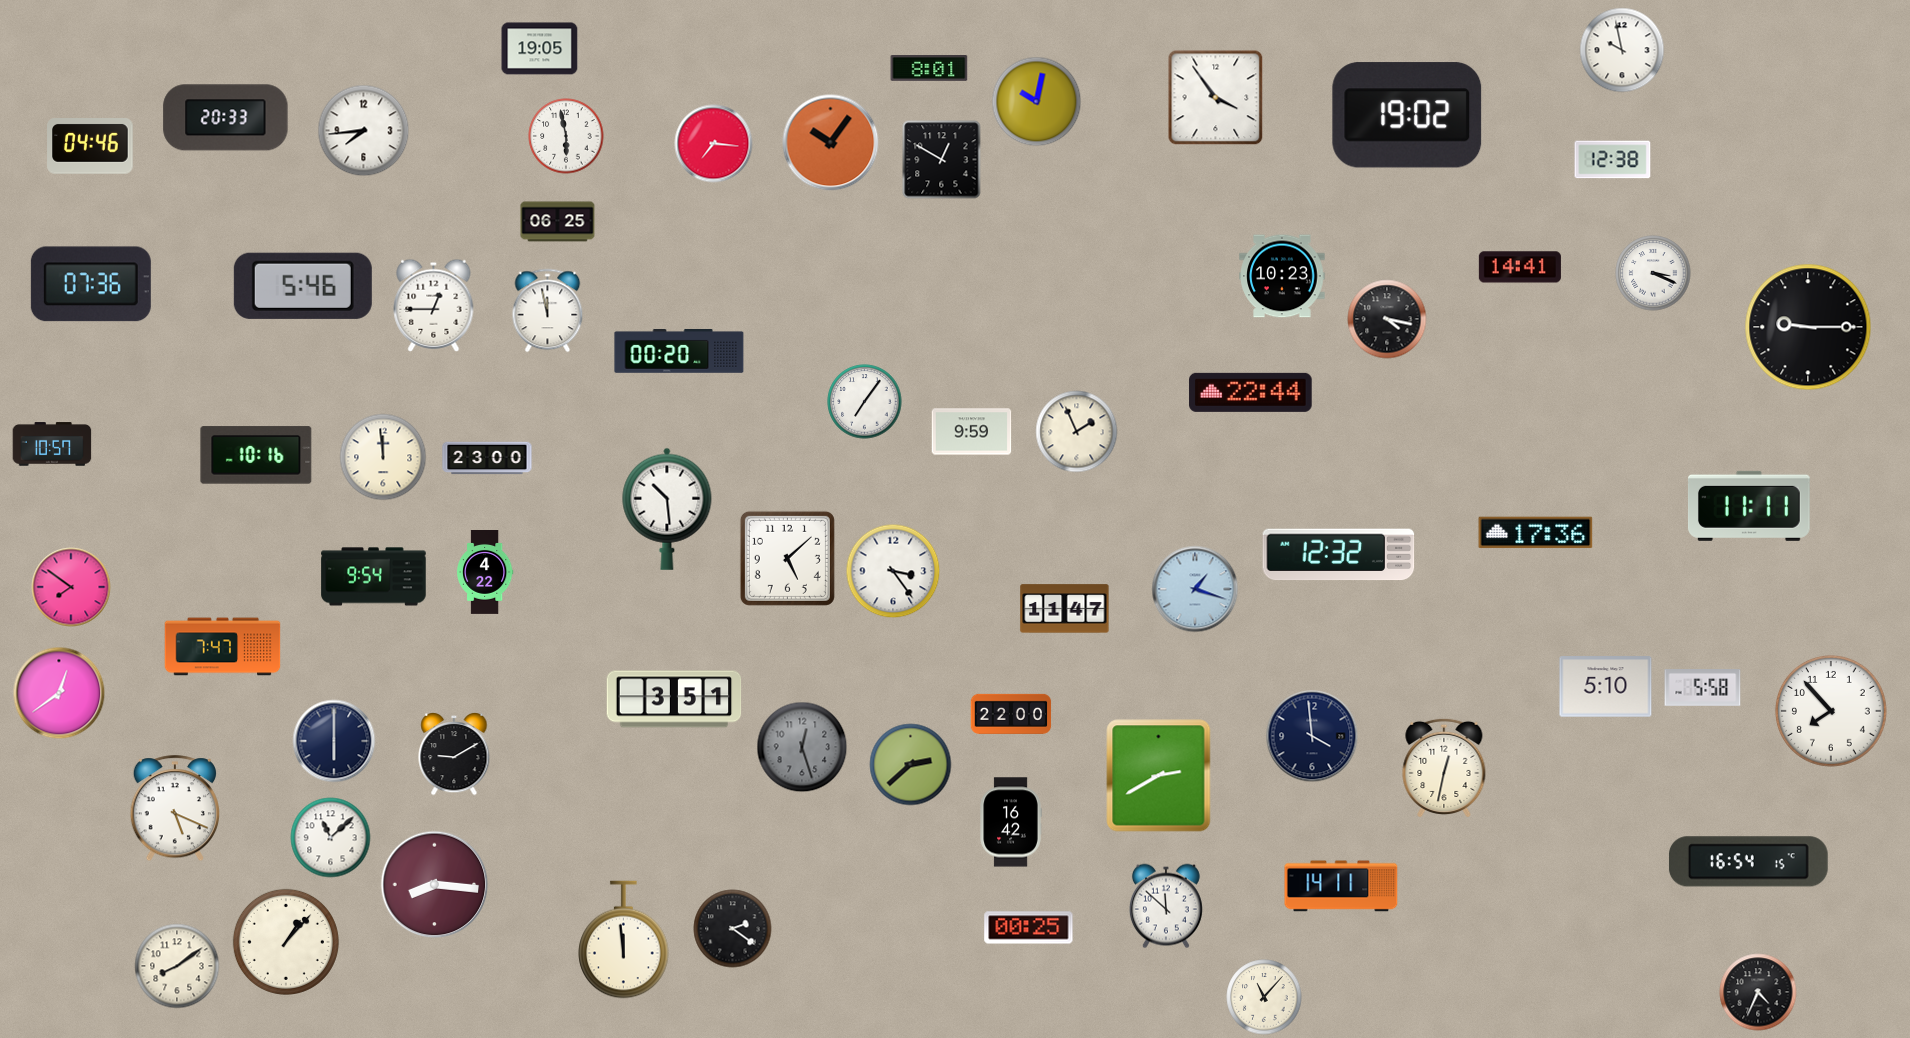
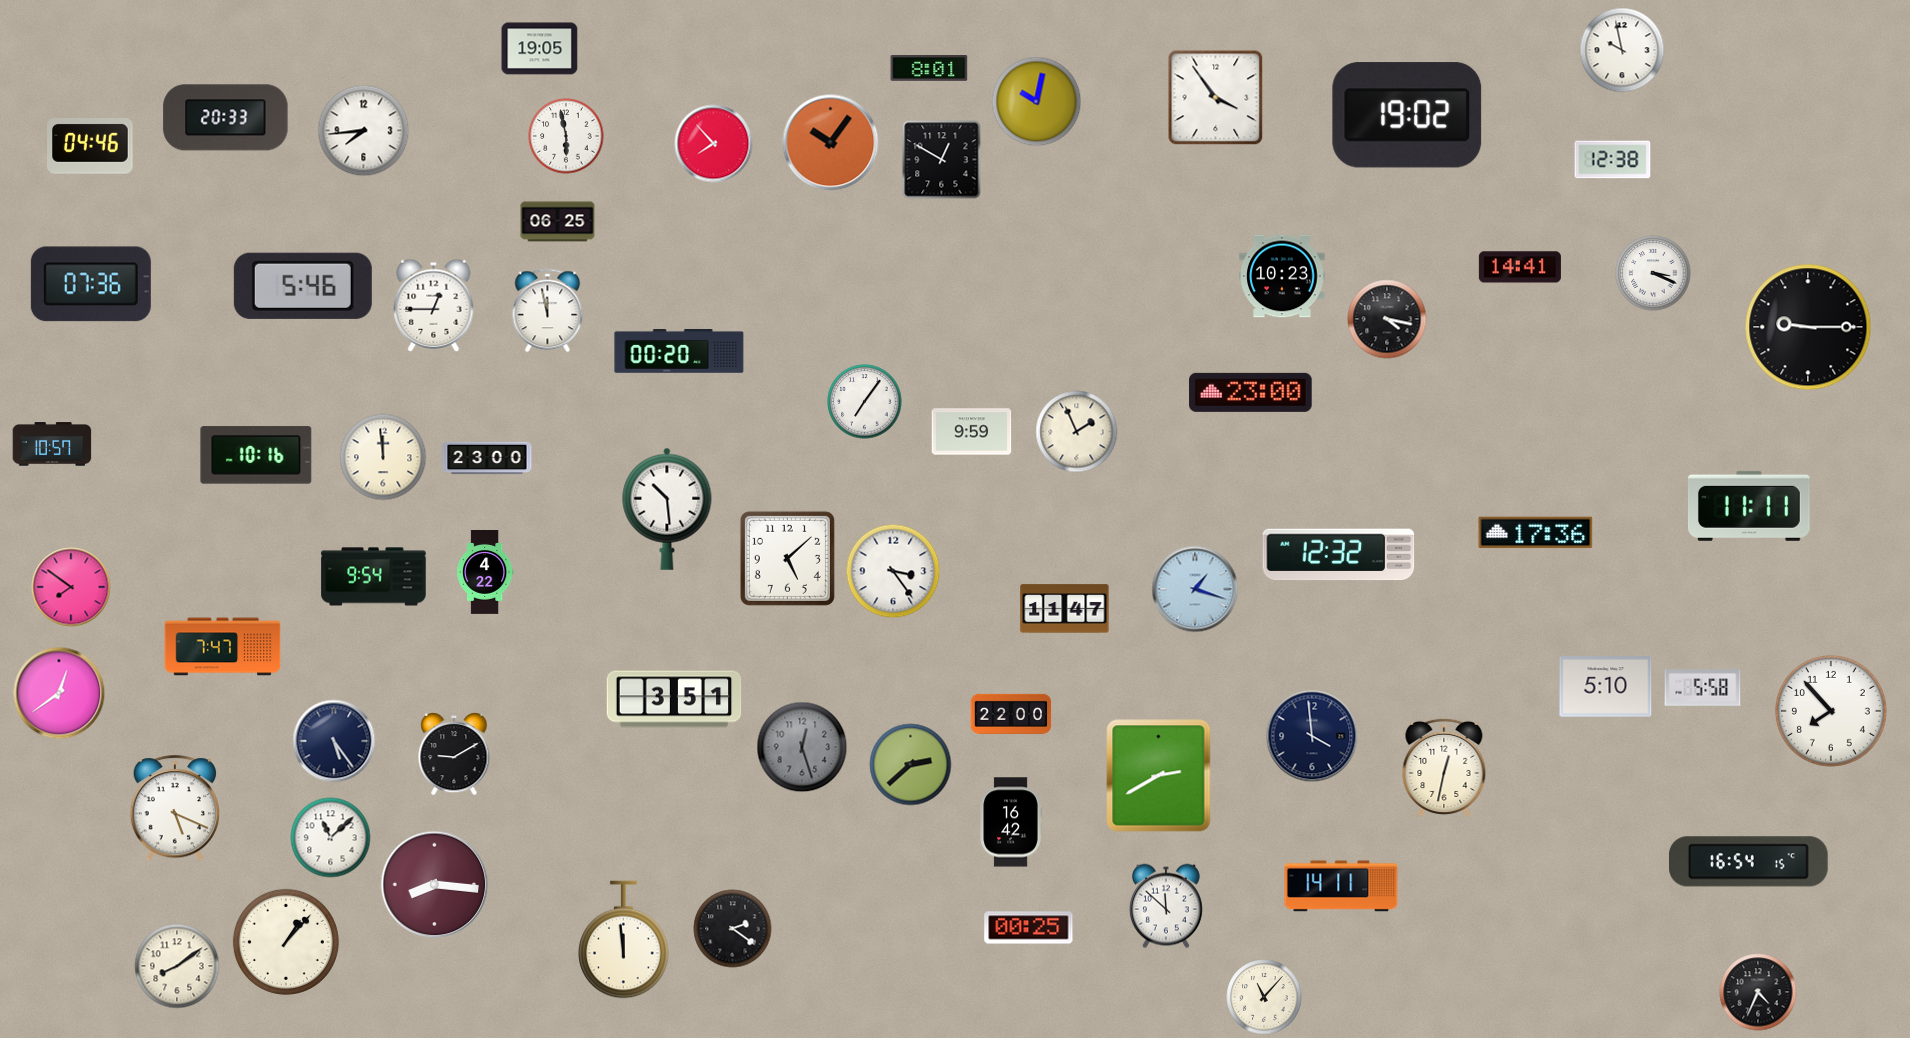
clock at (714, 144): 7:16 -> 7:53
clock at (1251, 392): 22:44 -> 23:00
clock at (334, 741): 6:00 -> 5:24
